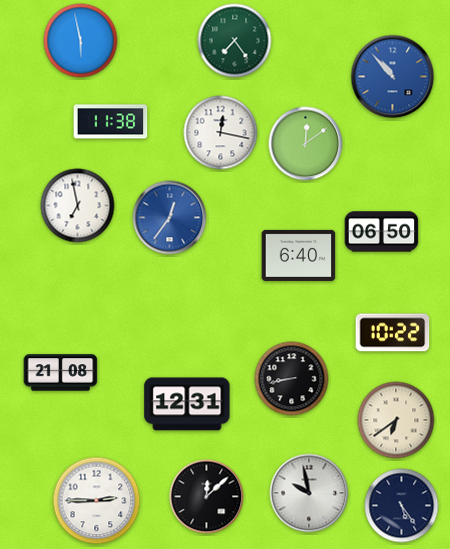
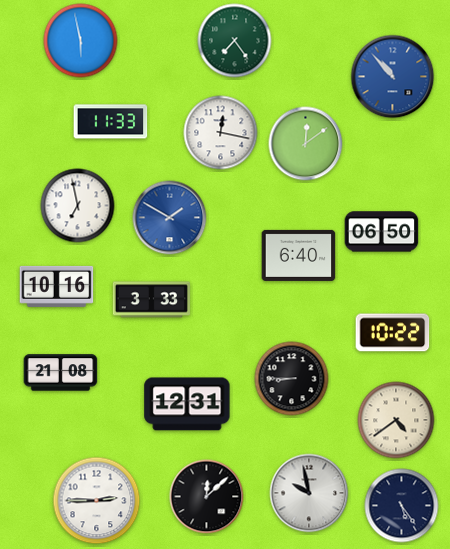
clock at (111, 122): 11:38 -> 11:33
clock at (170, 218): 12:36 -> 1:50
clock at (57, 286): none -> 10:16
clock at (151, 300): none -> 3:33
clock at (292, 379): 8:43 -> 8:45
clock at (396, 420): 6:39 -> 4:39
